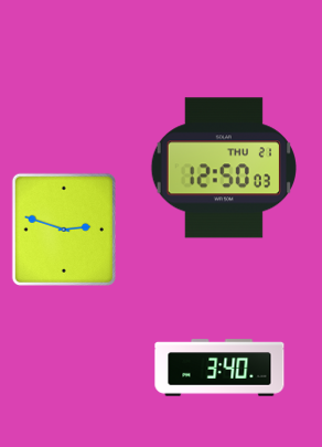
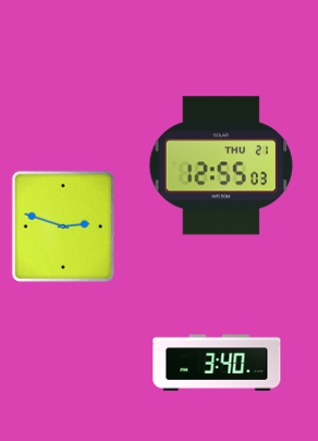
clock at (223, 168): 12:50 -> 12:55
